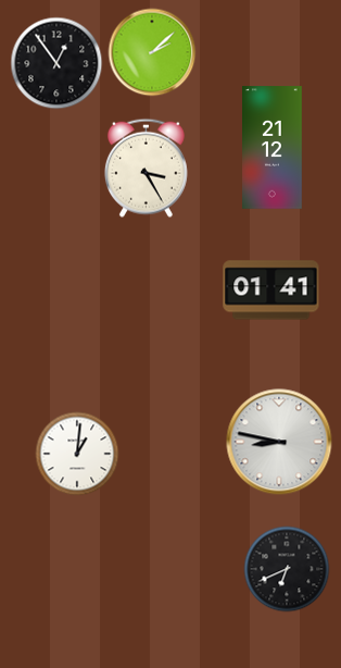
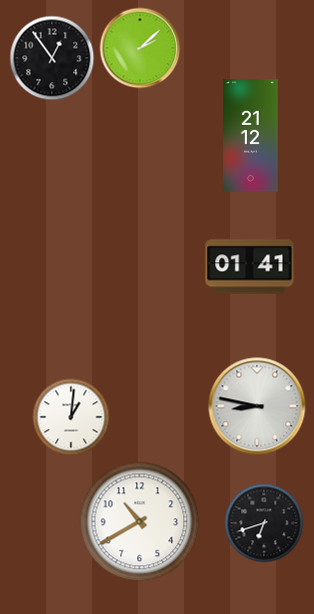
clock at (146, 168): 3:25 -> none
clock at (140, 522): none -> 10:40
clock at (287, 569): 6:41 -> 6:42
